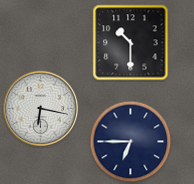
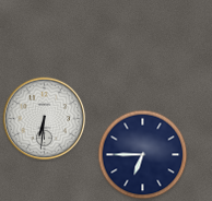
clock at (131, 43): 10:30 -> none
clock at (41, 109): 6:17 -> 6:31
